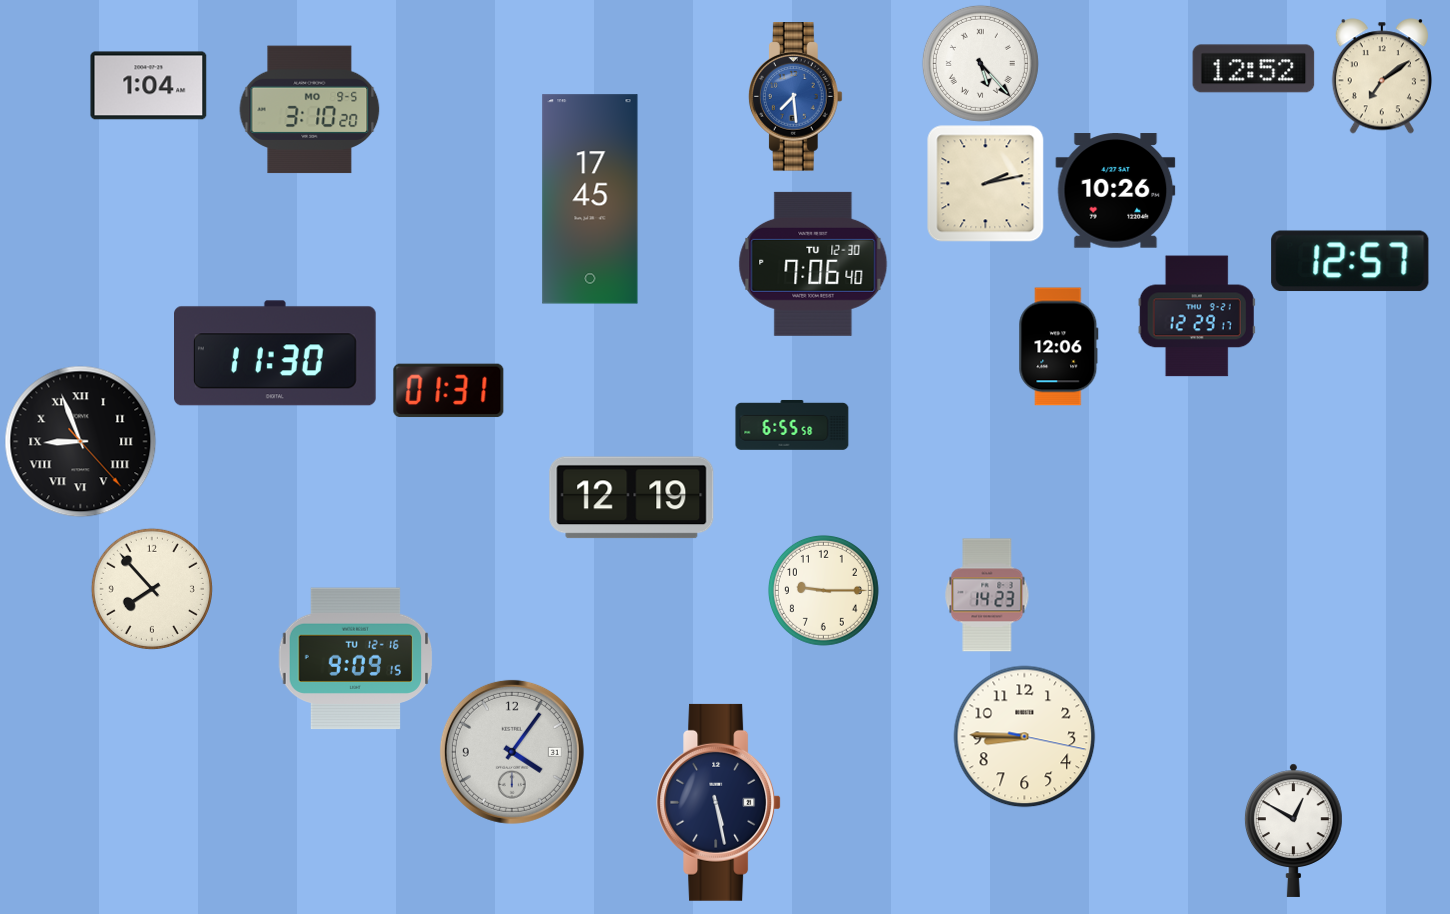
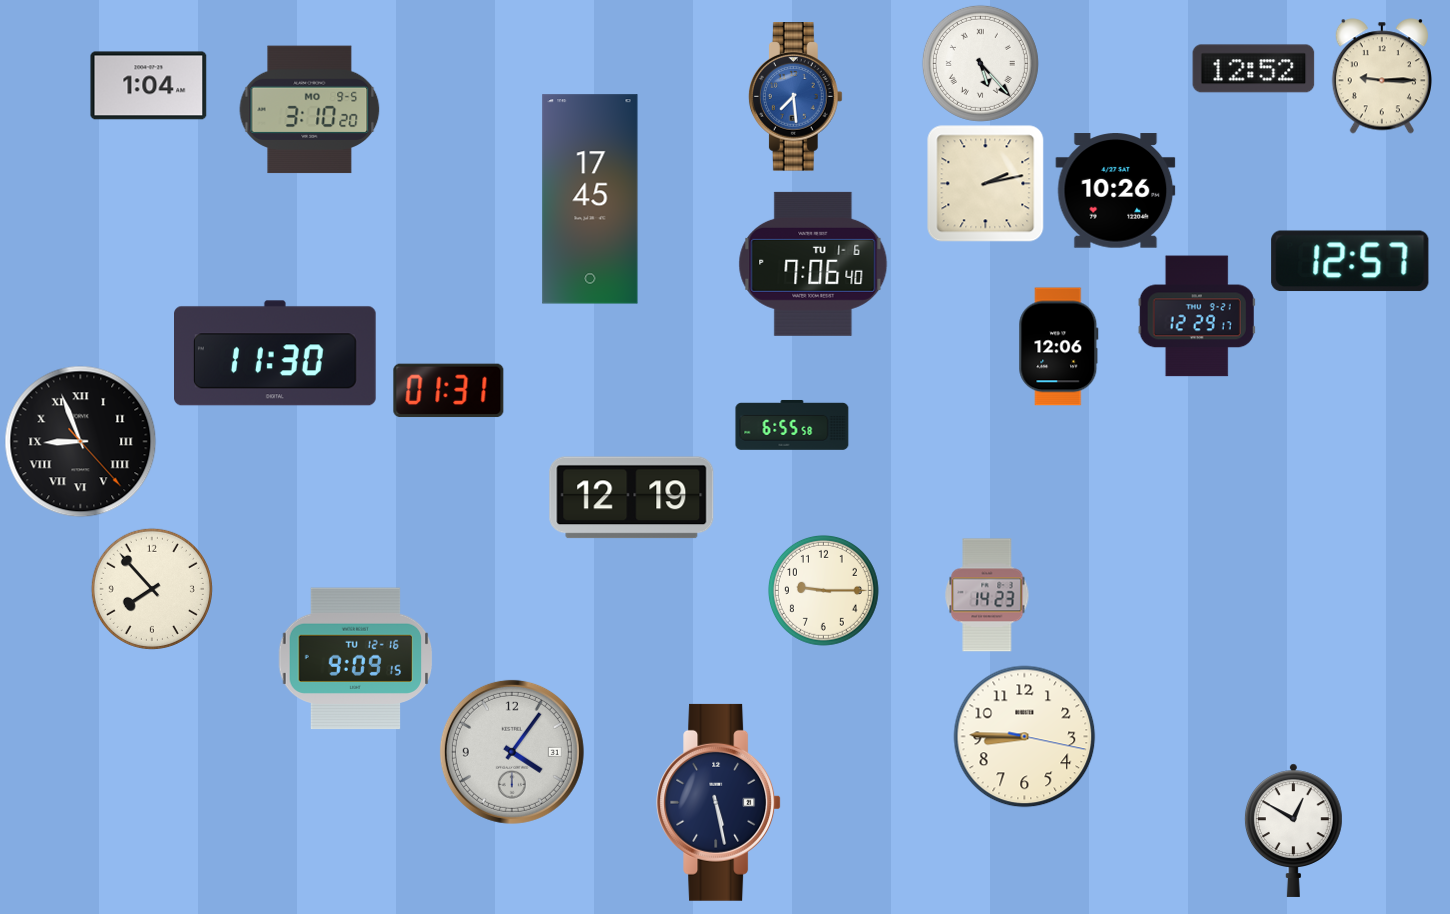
clock at (1382, 76): 7:09 -> 9:15
clock at (813, 264) date: TU 12-30 -> TU 1-6
